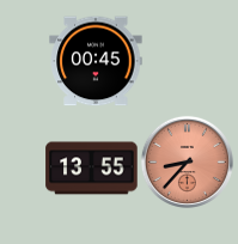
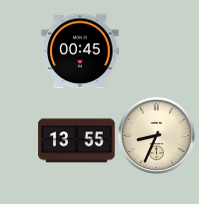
clock at (187, 161): 8:37 -> 8:34
clock at (187, 161) dial: salmon -> cream
